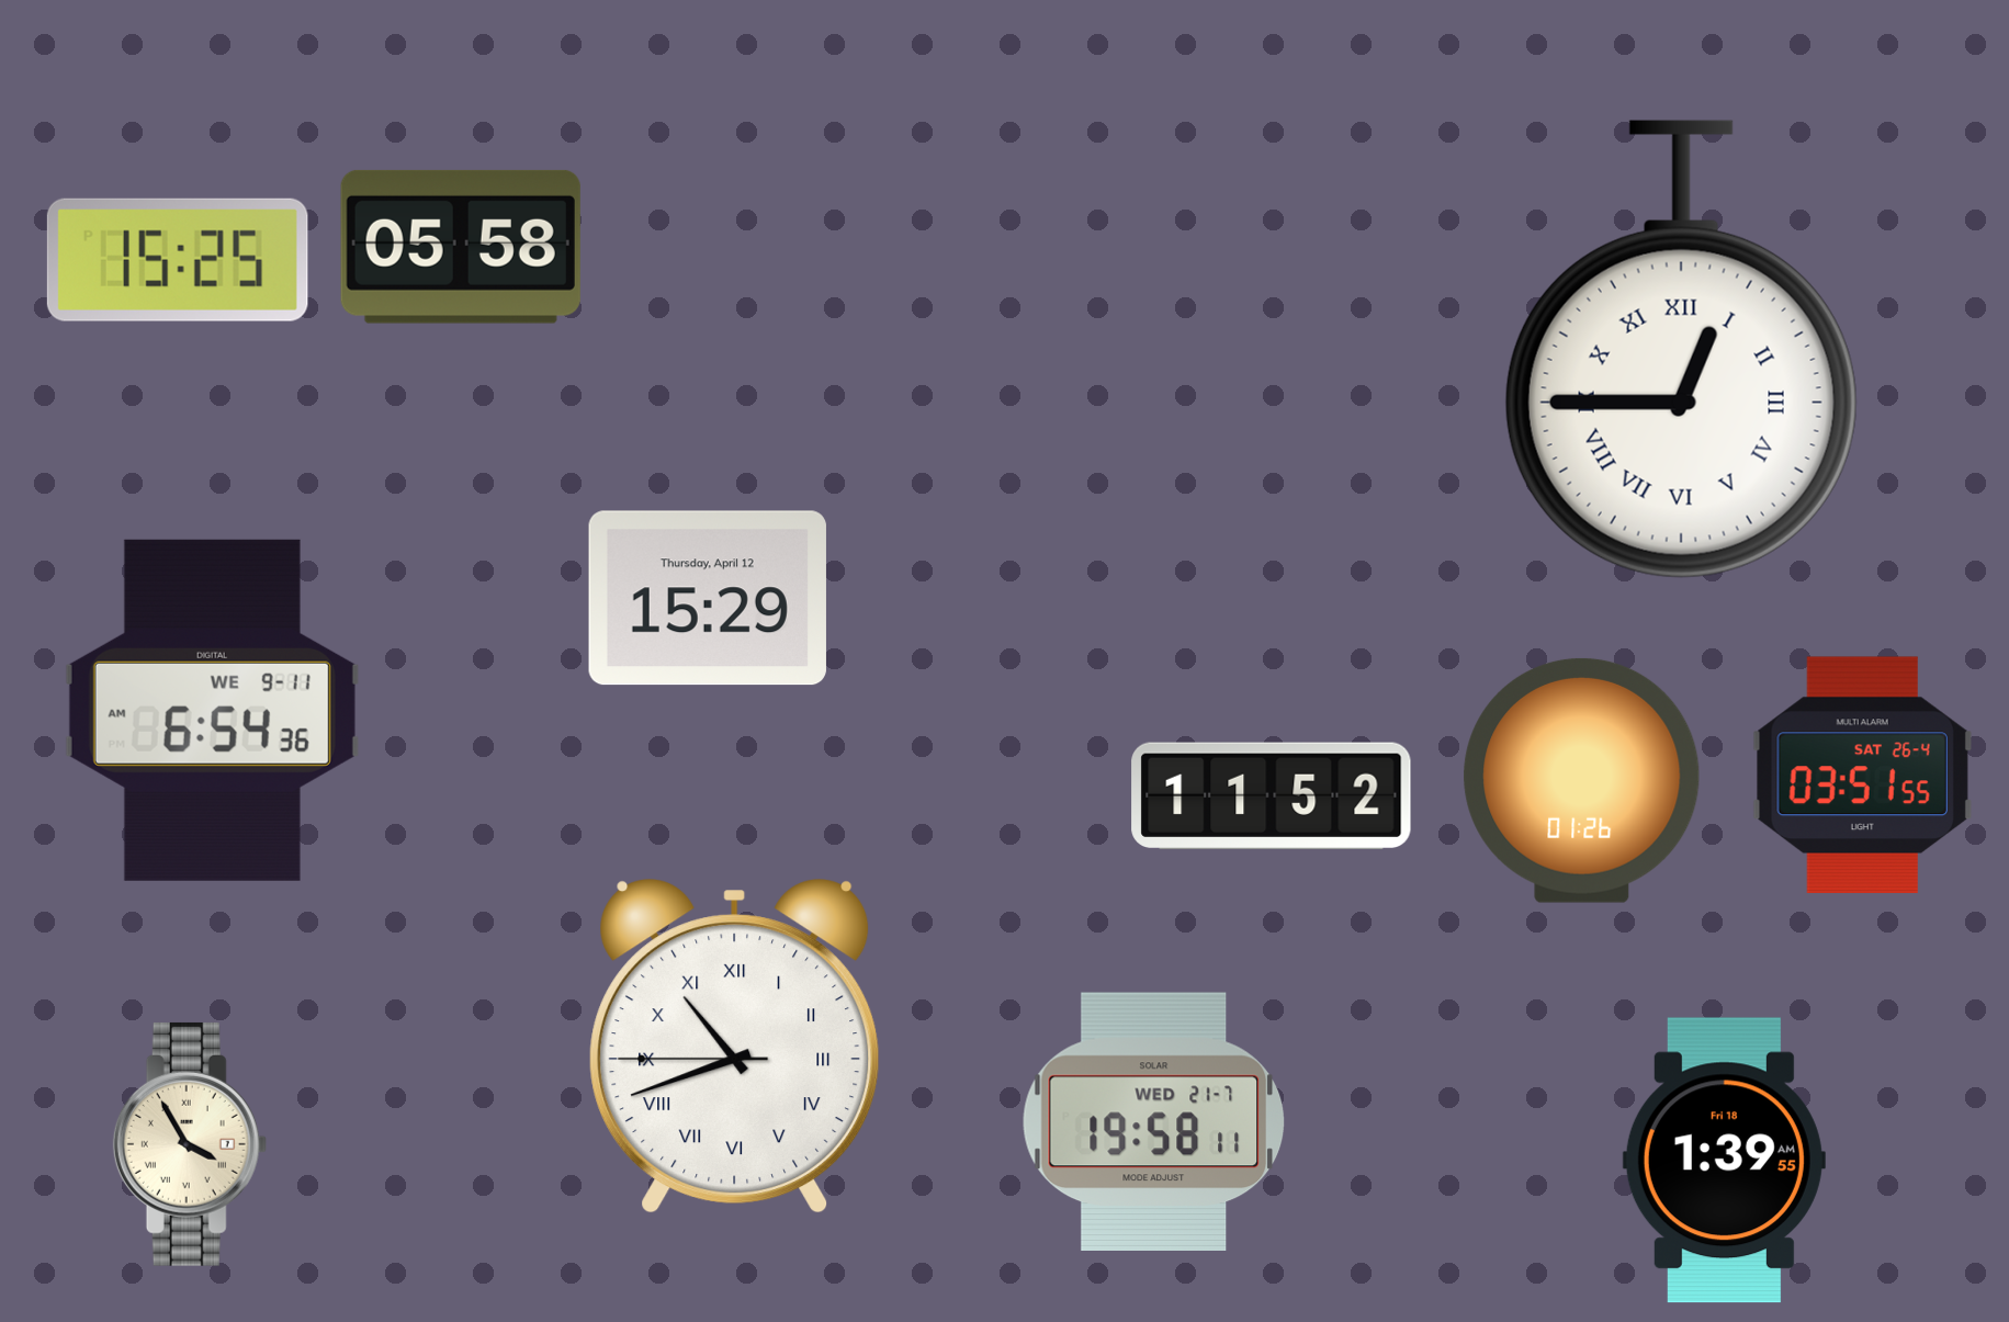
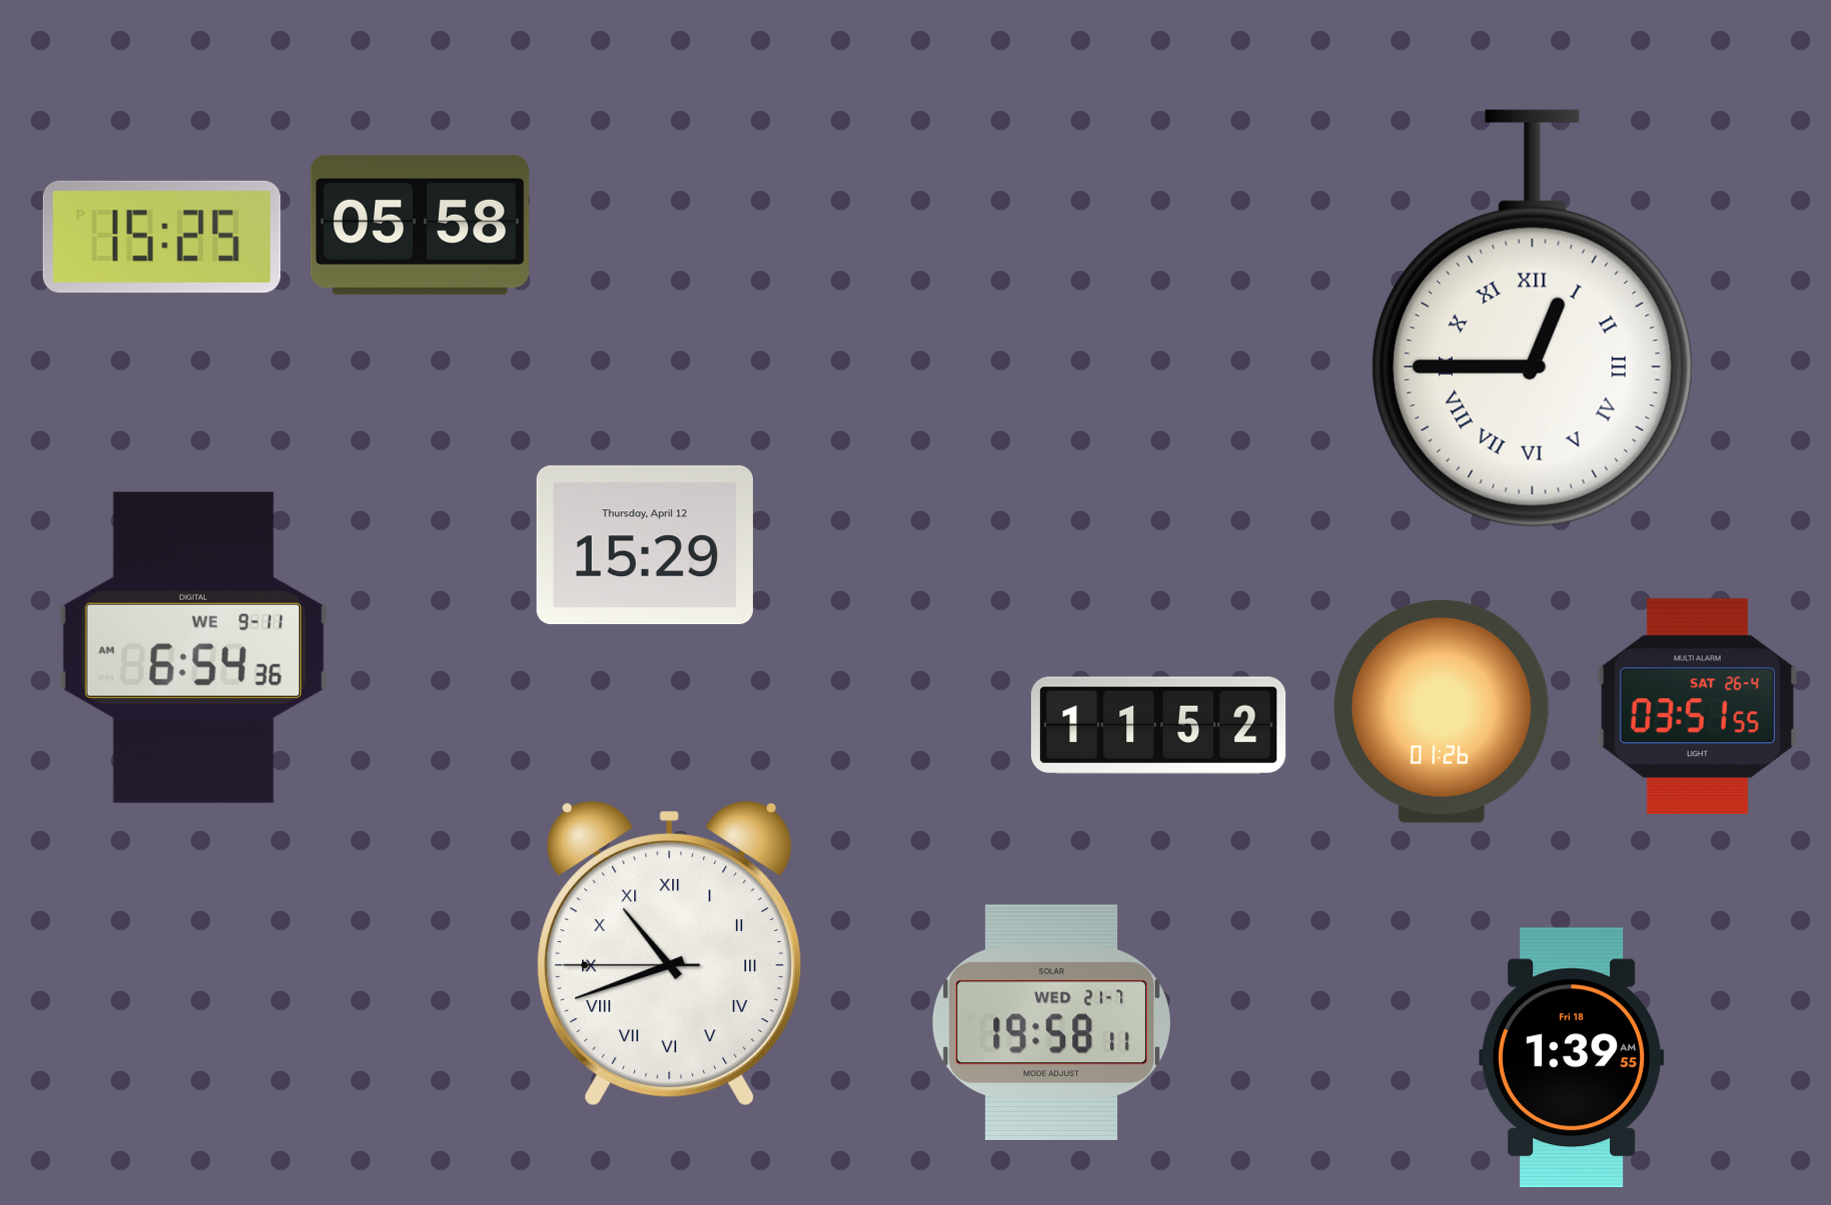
clock at (190, 1144): 3:55 -> none
